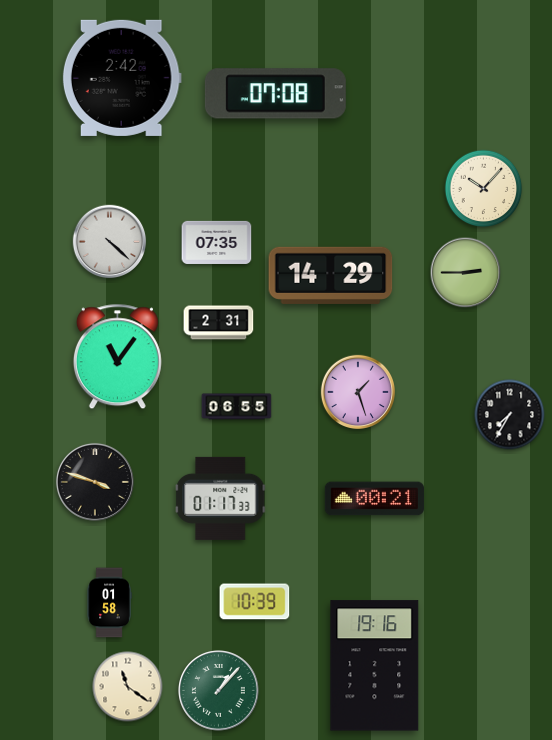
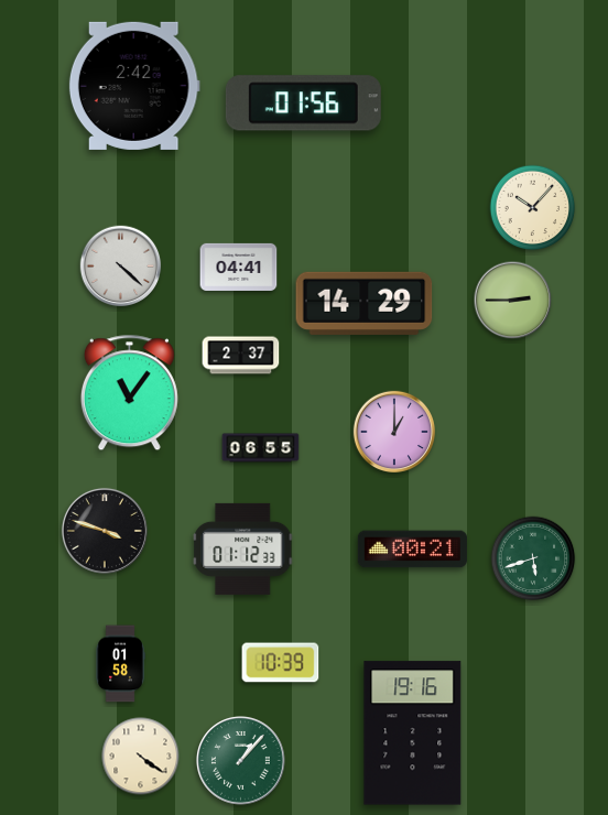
clock at (275, 94): 07:08 -> 01:56
clock at (217, 242): 07:35 -> 04:41
clock at (219, 323): 2:31 -> 2:37
clock at (358, 392): 1:27 -> 1:00
clock at (510, 415): 7:35 -> none
clock at (221, 498): 01:17 -> 01:12
clock at (533, 558): none -> 5:42
clock at (128, 687): 11:21 -> 4:21
